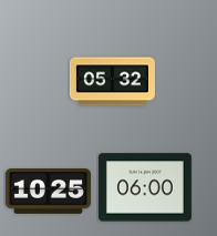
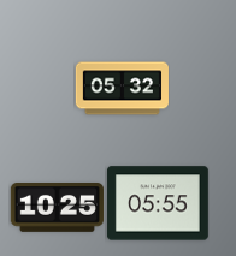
clock at (145, 187): 06:00 -> 05:55
clock at (48, 192) position: (48, 192) -> (57, 208)
